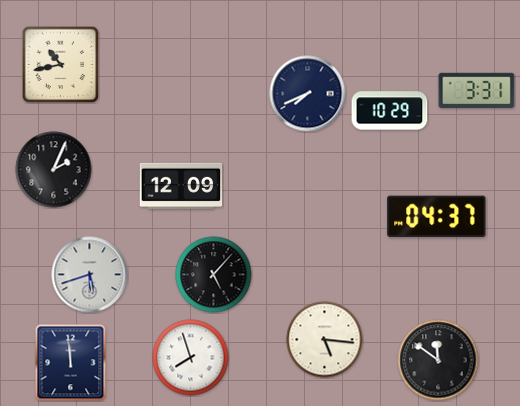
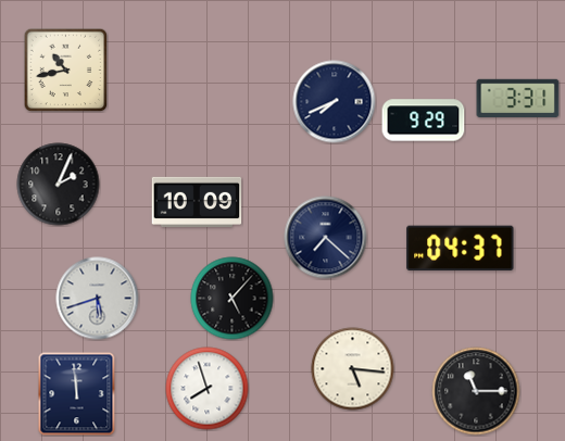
clock at (390, 111): 10:29 -> 9:29
clock at (181, 186): 12:09 -> 10:09
clock at (437, 216) position: (437, 216) -> (461, 248)
clock at (326, 238): none -> 7:22
clock at (438, 360): 11:51 -> 11:15
